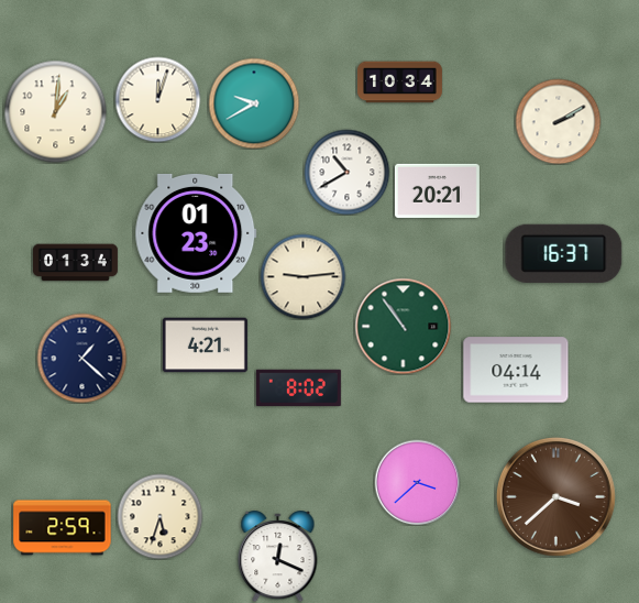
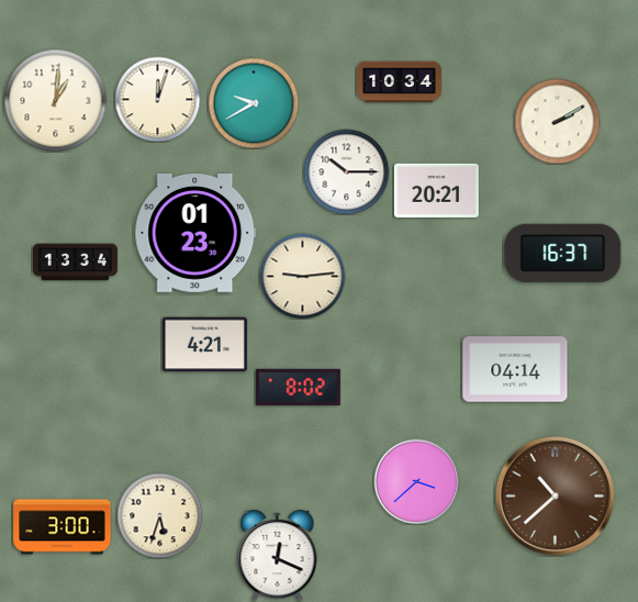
clock at (55, 111) position: (55, 111) -> (55, 100)
clock at (346, 172): 10:40 -> 10:15
clock at (75, 263): 01:34 -> 13:34
clock at (403, 326): 10:54 -> none
clock at (81, 358): 1:22 -> none
clock at (555, 496): 3:38 -> 10:38
clock at (63, 528): 2:59 -> 3:00
